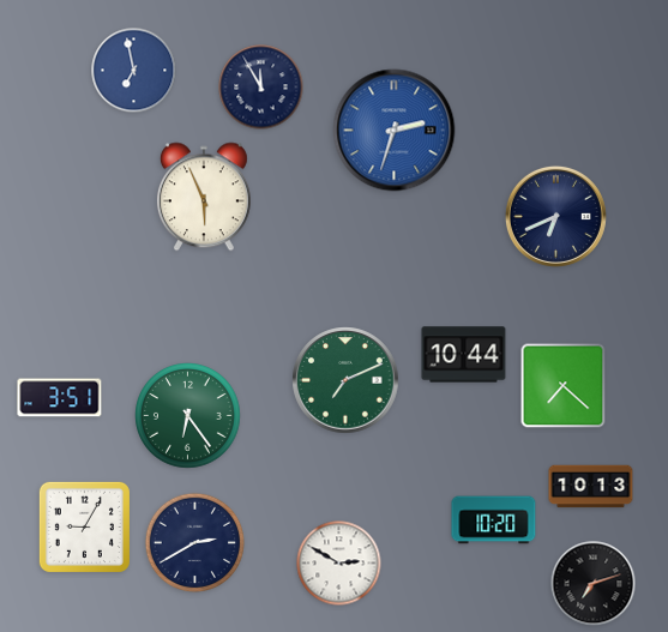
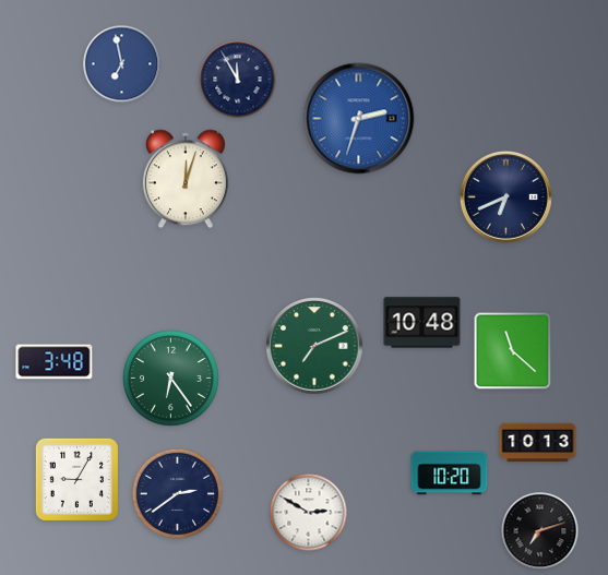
clock at (204, 197): 5:56 -> 12:03
clock at (464, 355): 10:44 -> 10:48
clock at (564, 386): 7:22 -> 11:22
clock at (60, 398): 3:51 -> 3:48
clock at (195, 543): 2:40 -> 2:39
